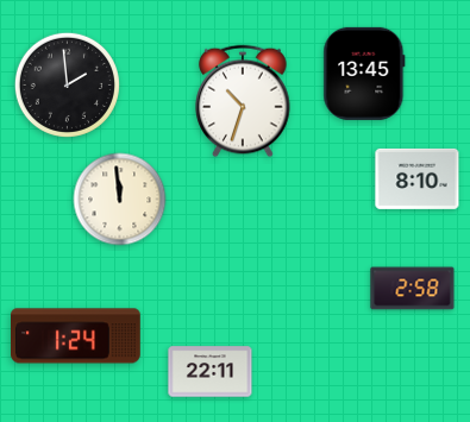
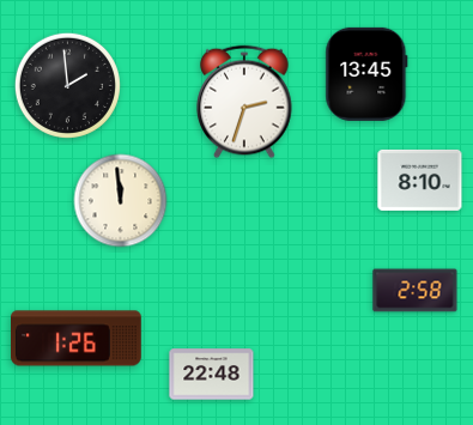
clock at (243, 101): 10:33 -> 2:33
clock at (76, 336): 1:24 -> 1:26
clock at (211, 372): 22:11 -> 22:48
